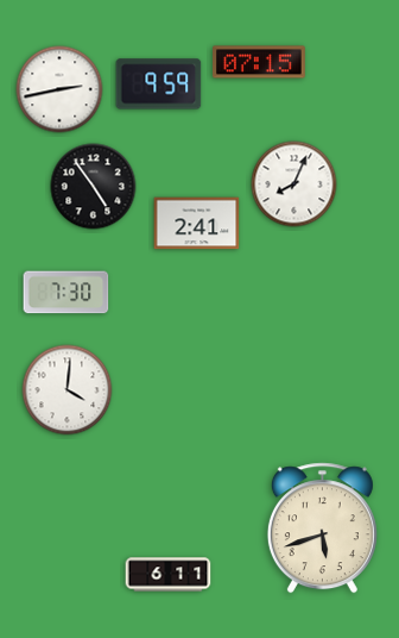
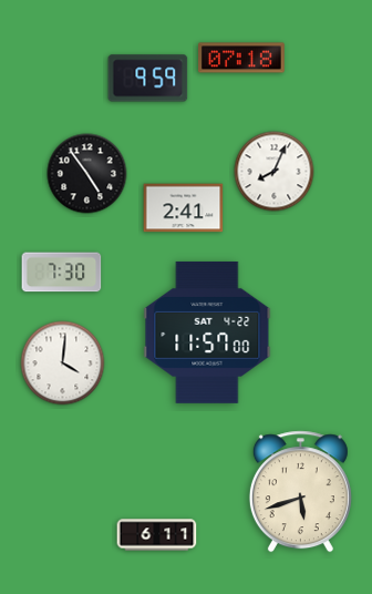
clock at (259, 62): 07:15 -> 07:18
clock at (59, 89): 2:43 -> none
clock at (207, 332): none -> 11:57
